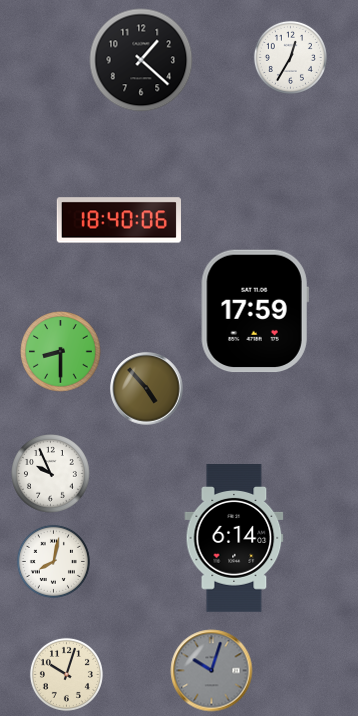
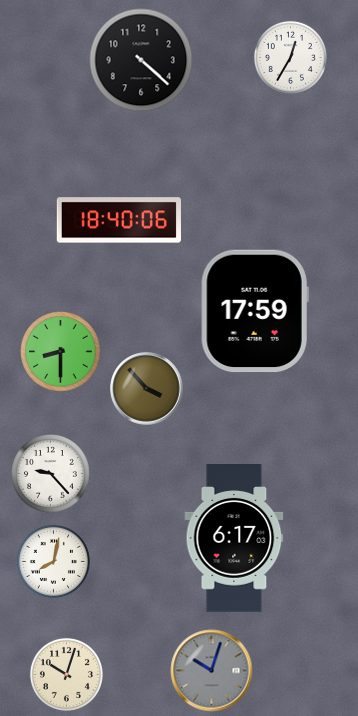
clock at (141, 60): 1:22 -> 4:22
clock at (147, 389): 4:53 -> 3:53
clock at (51, 474): 9:56 -> 9:23
clock at (234, 539): 6:14 -> 6:17
